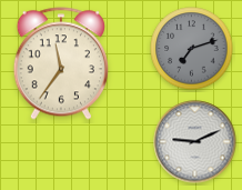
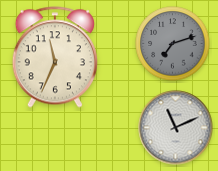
clock at (61, 63): 11:36 -> 11:34
clock at (195, 142): 9:11 -> 11:11
